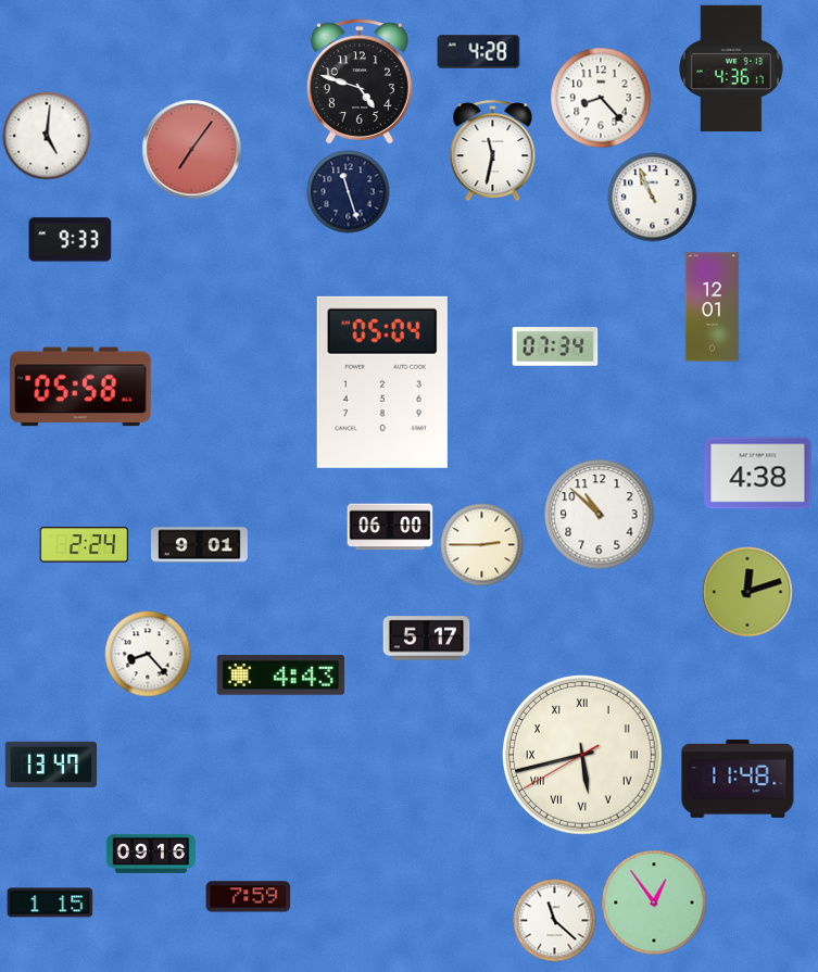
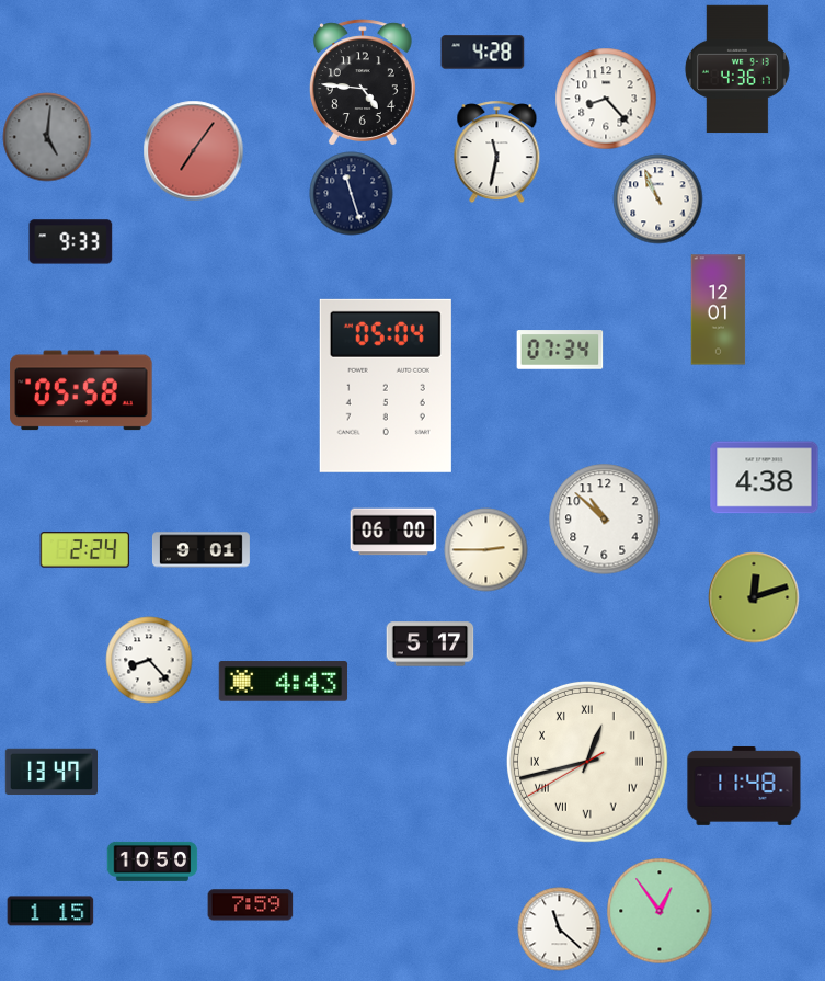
clock at (360, 81): 4:48 -> 4:46
clock at (47, 136) dial: white -> grey
clock at (582, 755): 5:42 -> 12:42
clock at (151, 854): 09:16 -> 10:50
